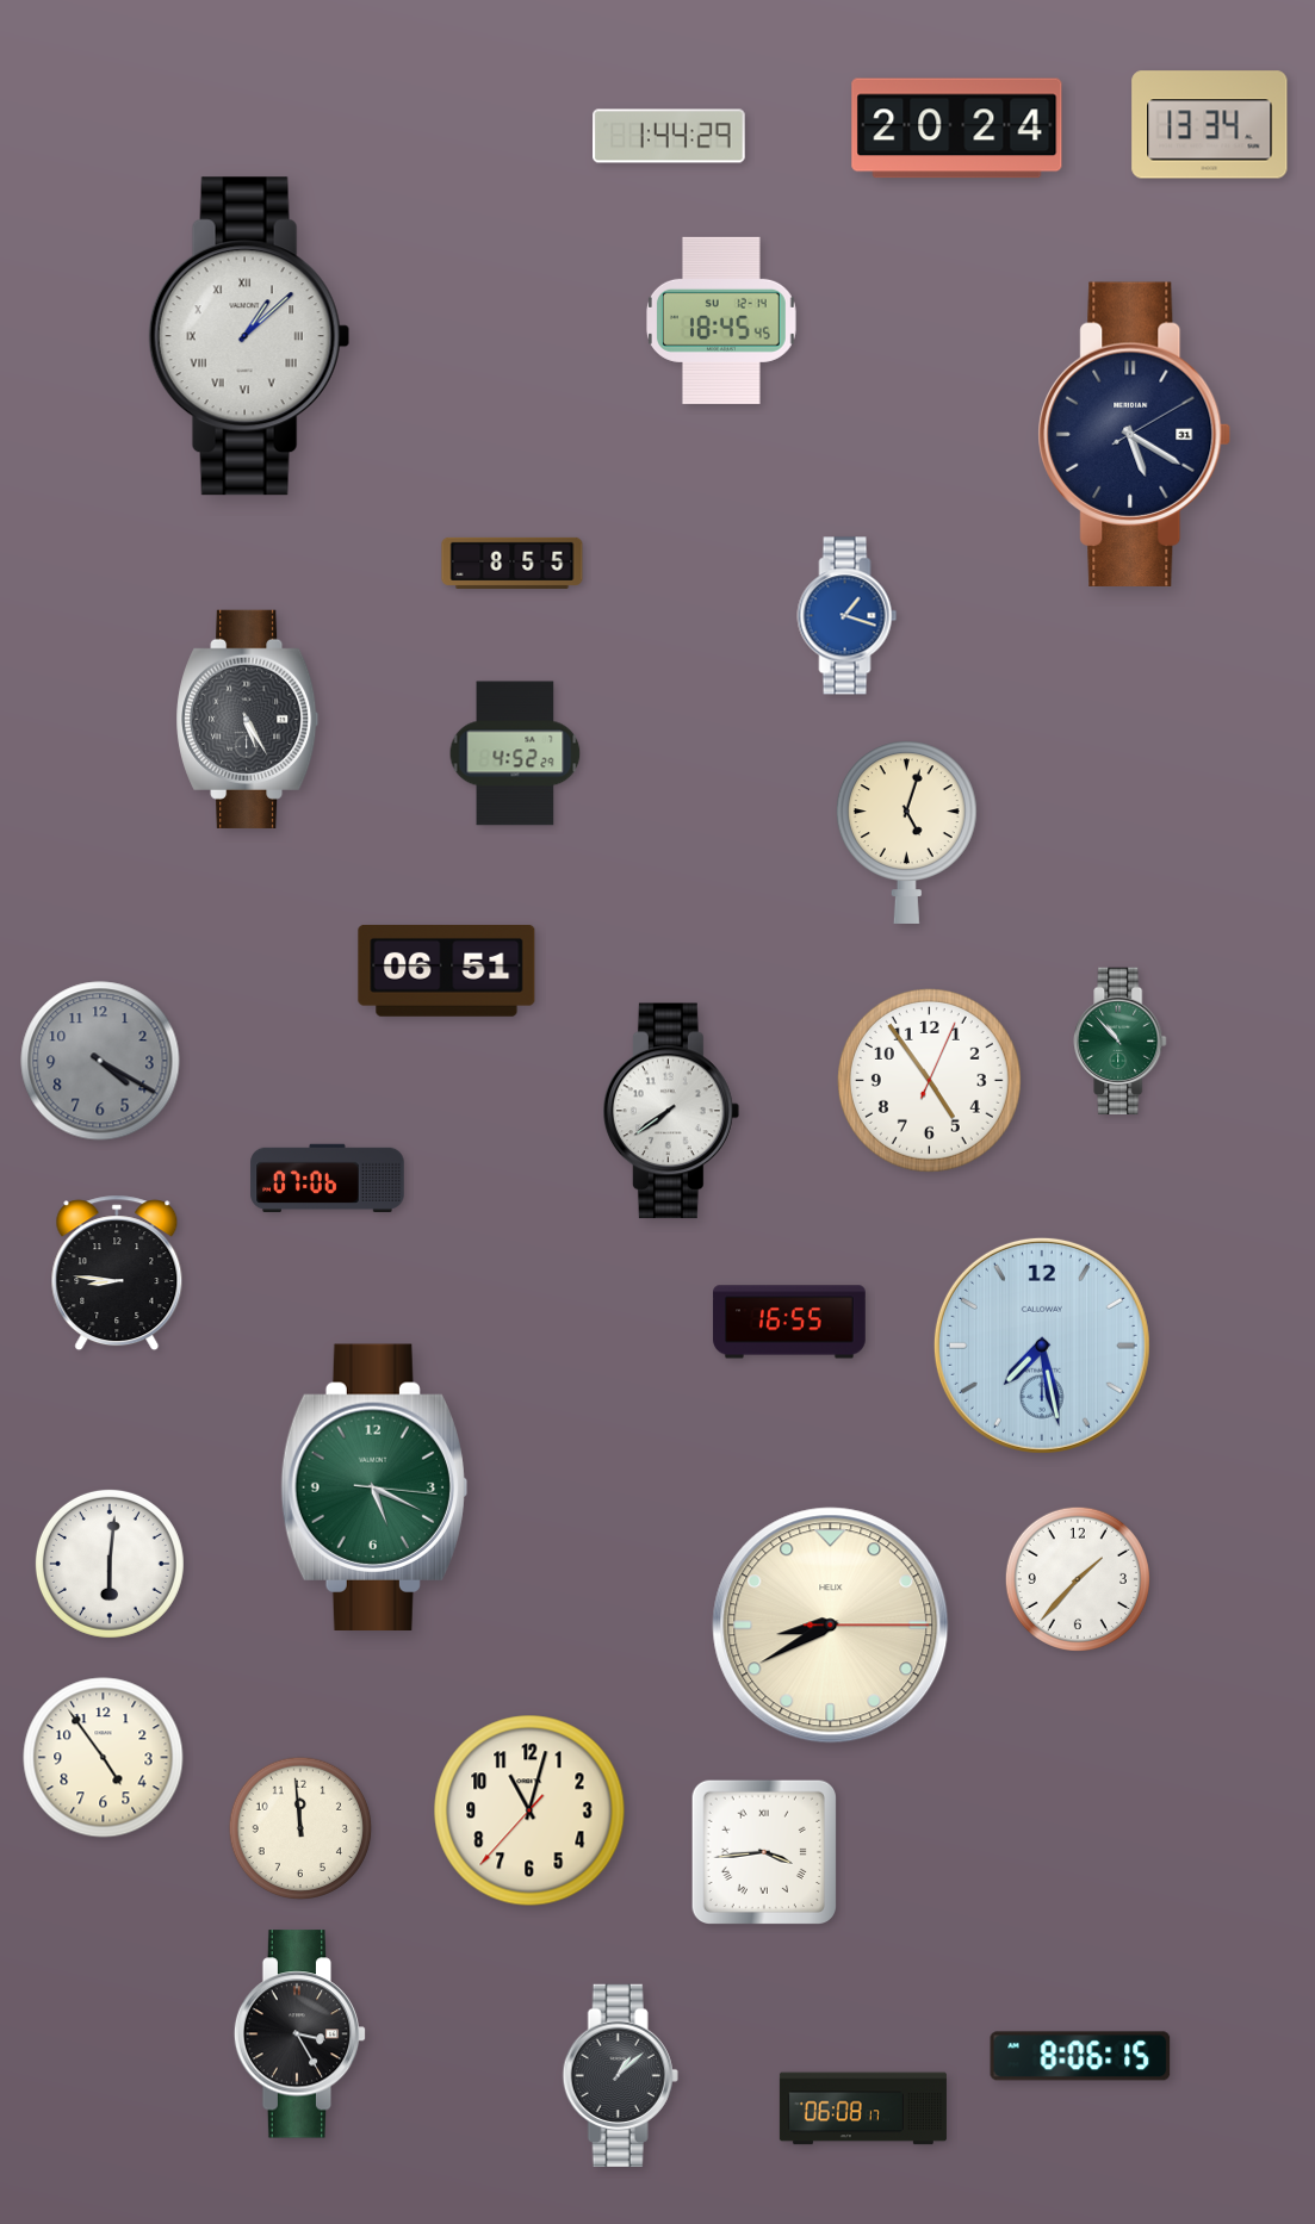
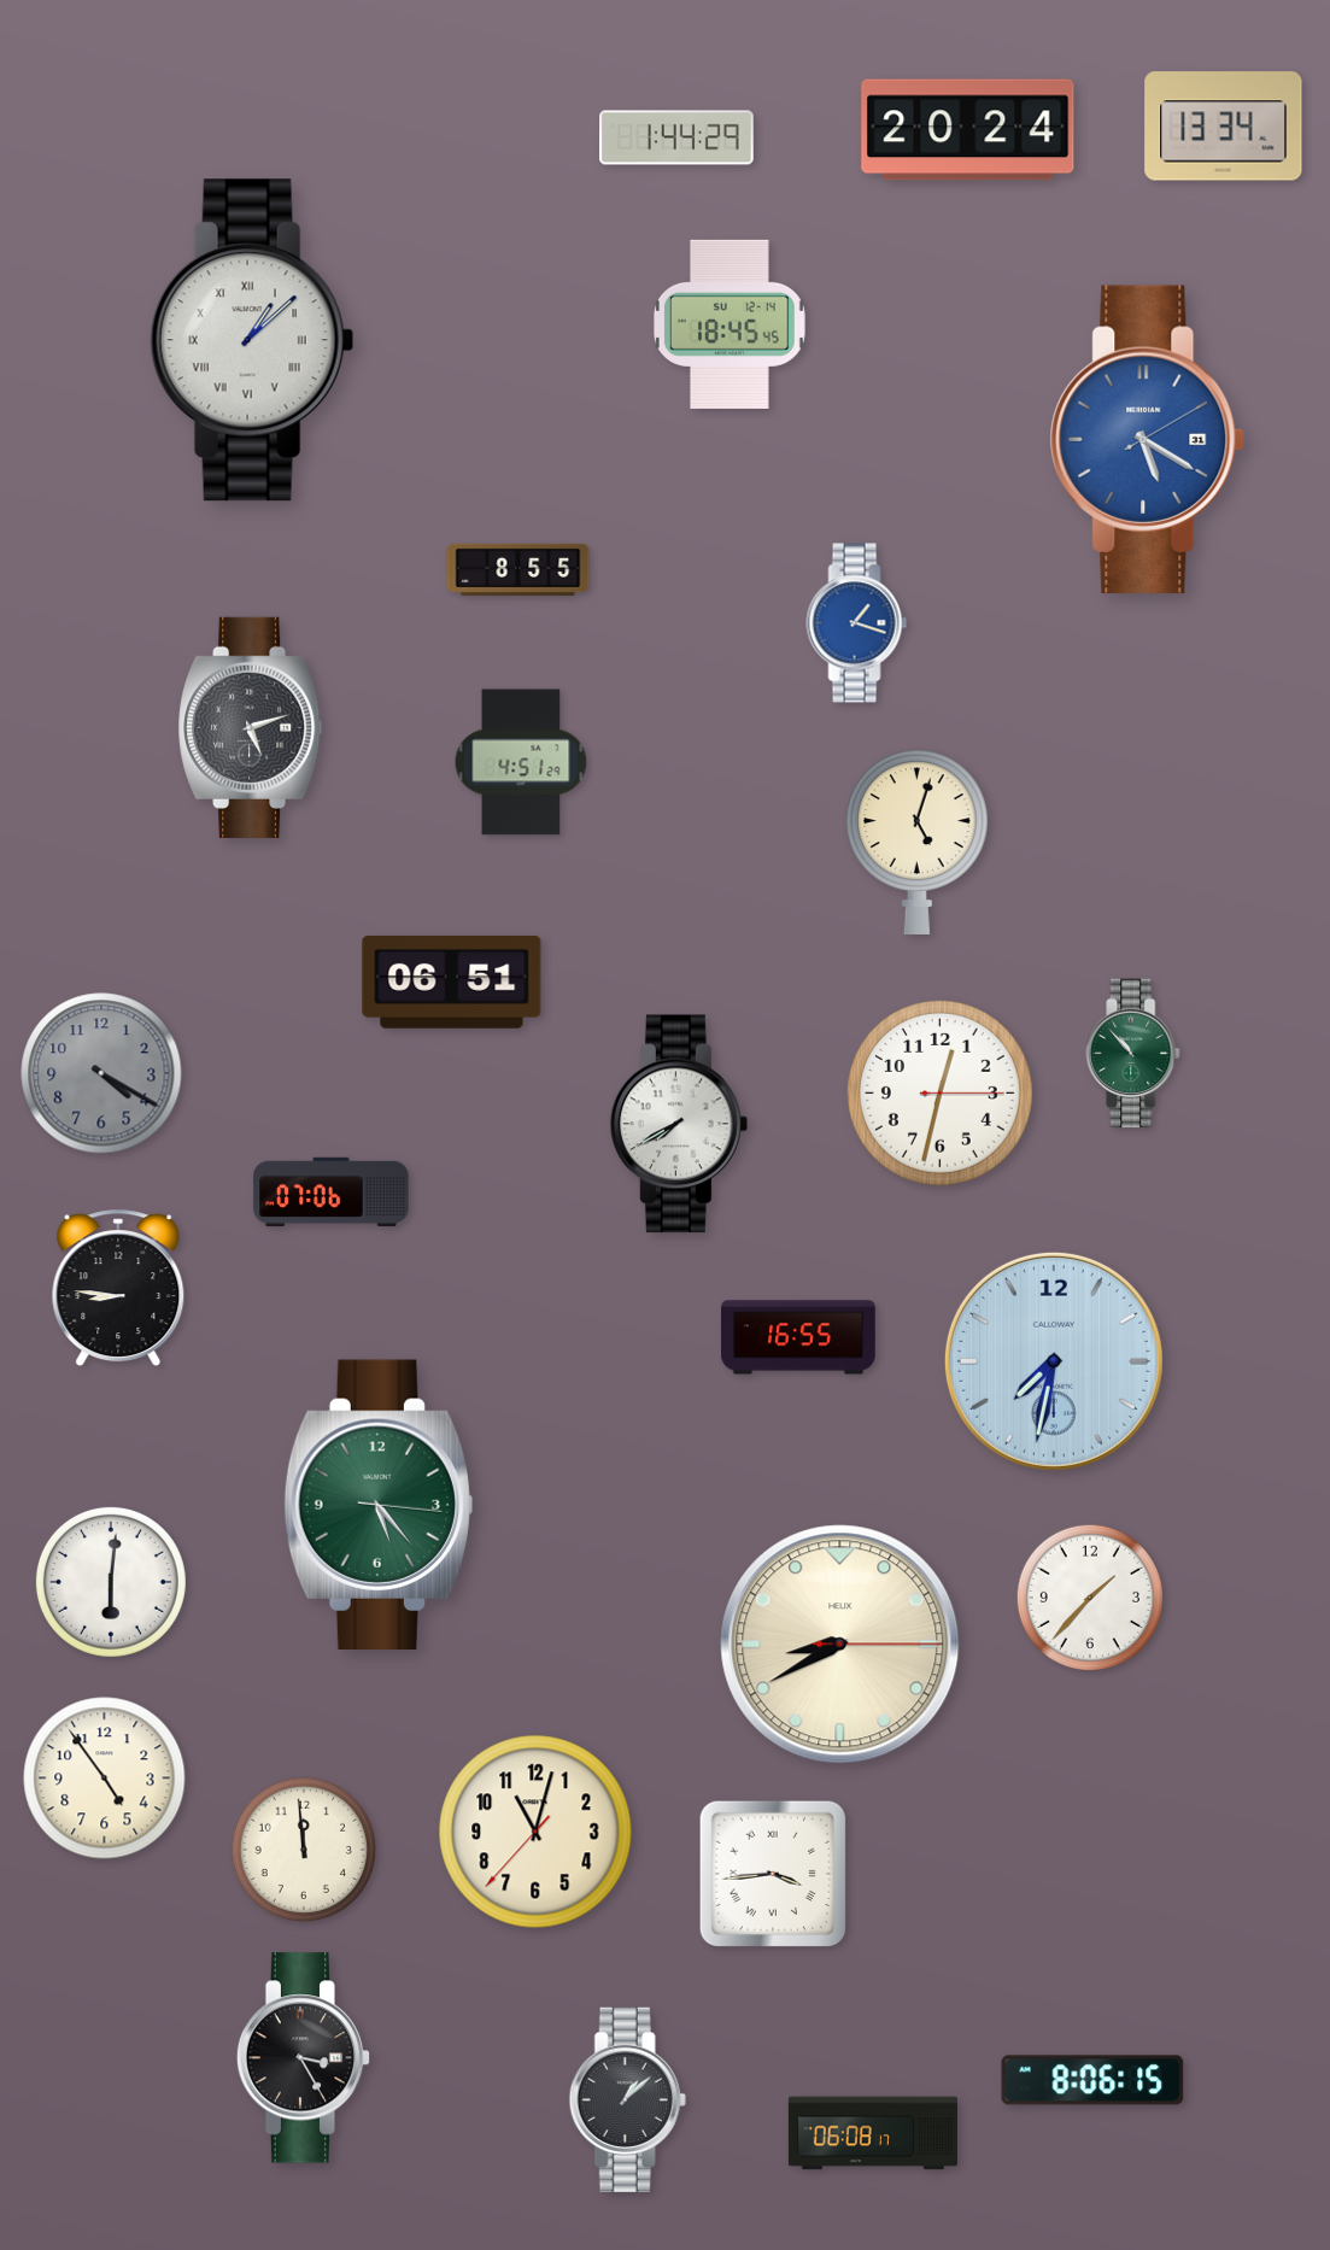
clock at (1135, 434) dial: navy -> blue
clock at (248, 719): 5:25 -> 5:12
clock at (515, 753): 4:52 -> 4:51
clock at (929, 1080): 4:54 -> 12:32
clock at (672, 1111): 7:39 -> 7:40
clock at (1042, 1346): 7:28 -> 7:32
clock at (374, 1486): 5:19 -> 5:23
